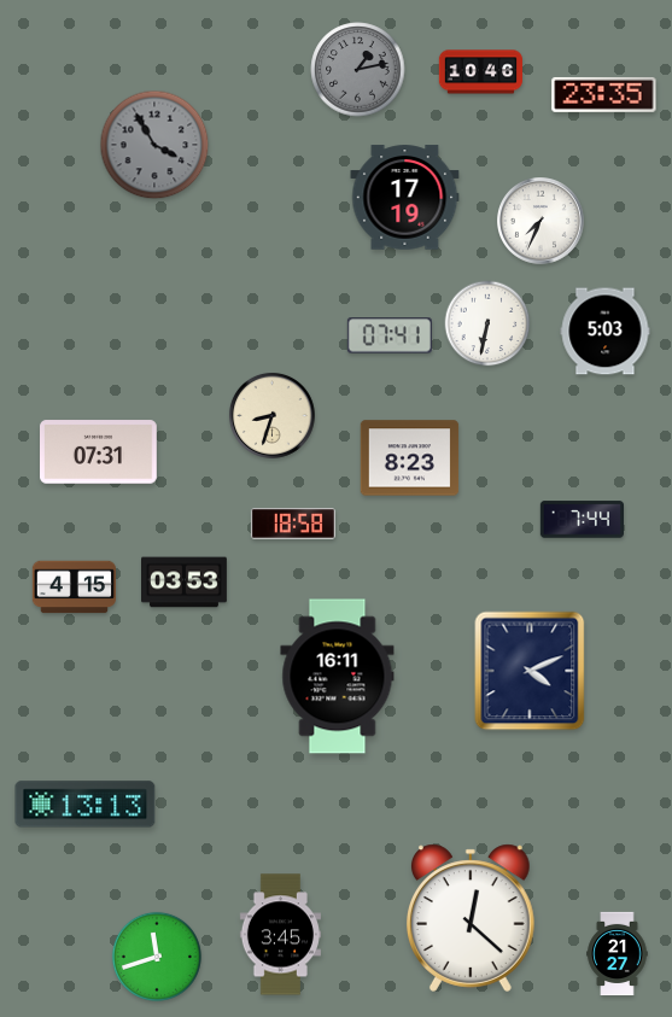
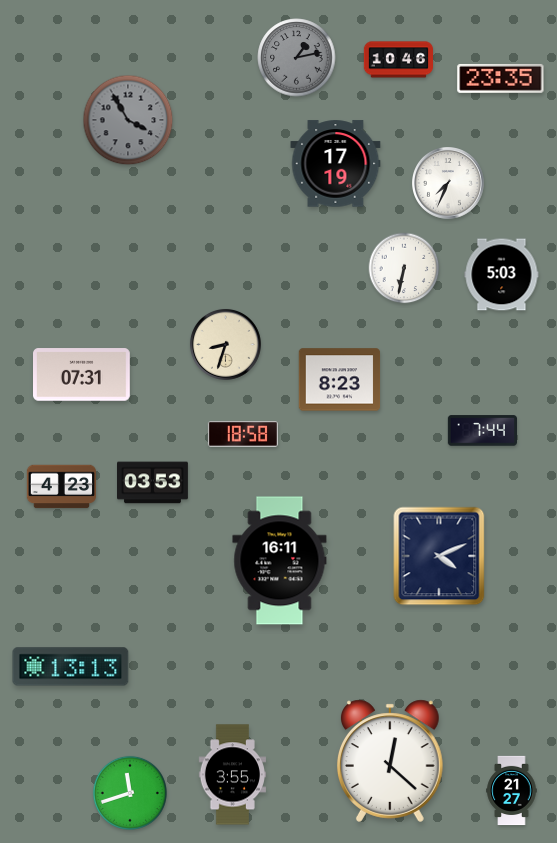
clock at (390, 335): 07:41 -> none
clock at (74, 588): 4:15 -> 4:23
clock at (280, 935): 3:45 -> 3:55
